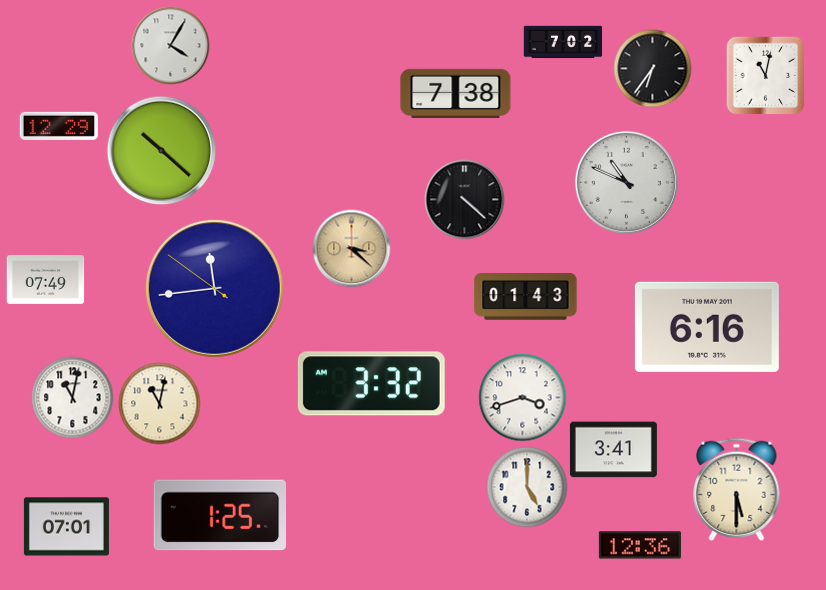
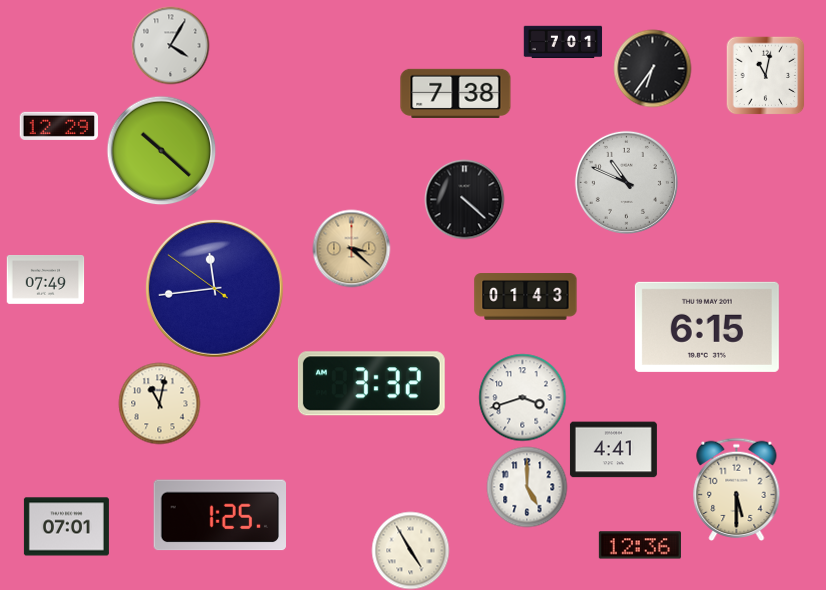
clock at (563, 42): 7:02 -> 7:01
clock at (707, 327): 6:16 -> 6:15
clock at (72, 397): 11:02 -> none
clock at (613, 450): 3:41 -> 4:41
clock at (410, 550): none -> 4:55
